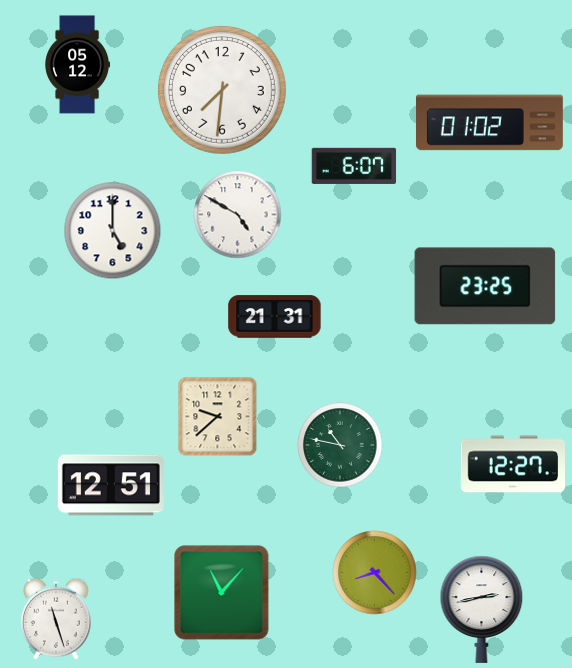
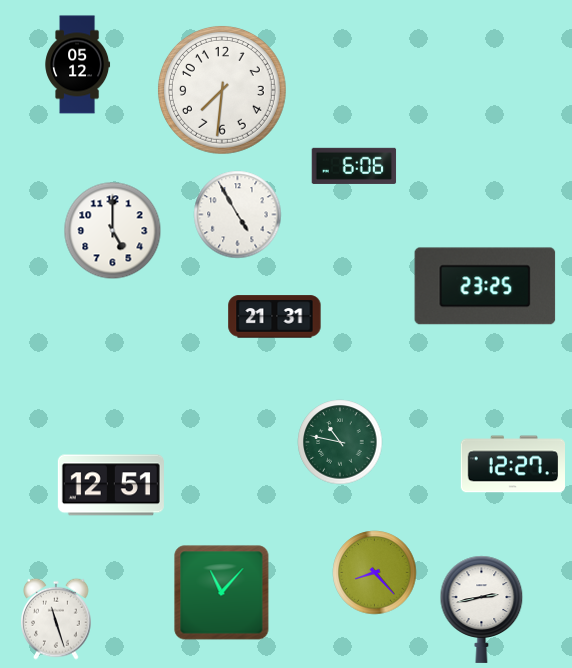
clock at (489, 123): 01:02 -> none
clock at (354, 166): 6:07 -> 6:06
clock at (238, 215): 4:50 -> 4:55
clock at (218, 417): 9:38 -> none
clock at (340, 445) position: (340, 445) -> (340, 442)
